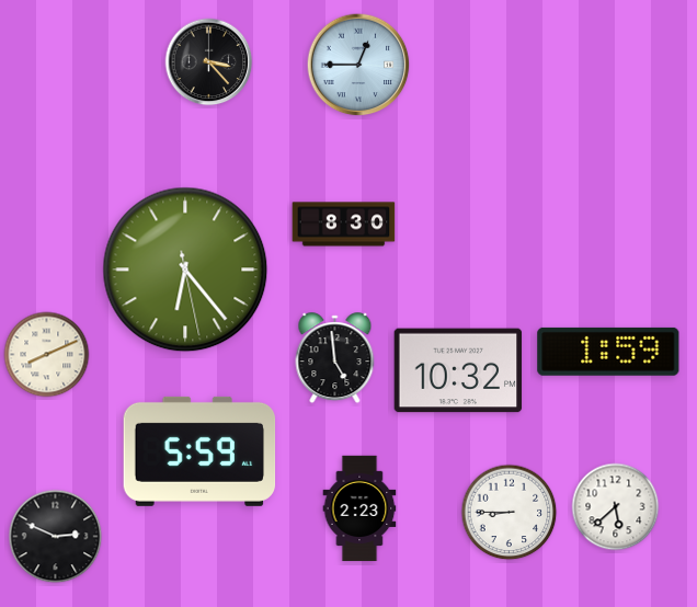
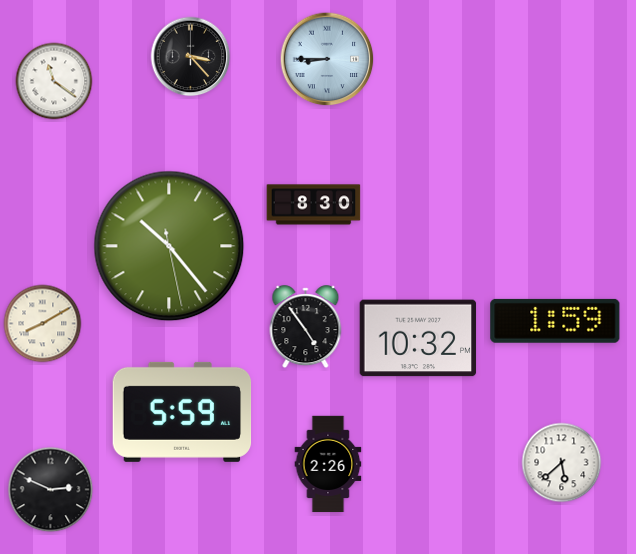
clock at (358, 65): 12:45 -> 8:45
clock at (54, 81): none -> 11:21
clock at (185, 270): 6:23 -> 10:23
clock at (47, 355): 8:11 -> 8:10
clock at (335, 358): 4:59 -> 4:54
clock at (359, 508): 2:23 -> 2:26
clock at (510, 513): 8:45 -> none
